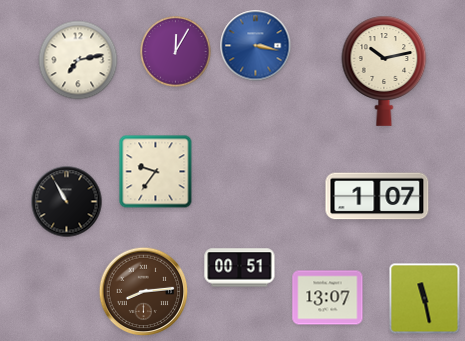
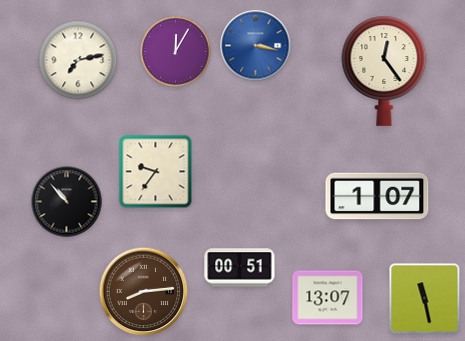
clock at (384, 71): 10:13 -> 12:24
clock at (67, 202): 10:55 -> 10:53
